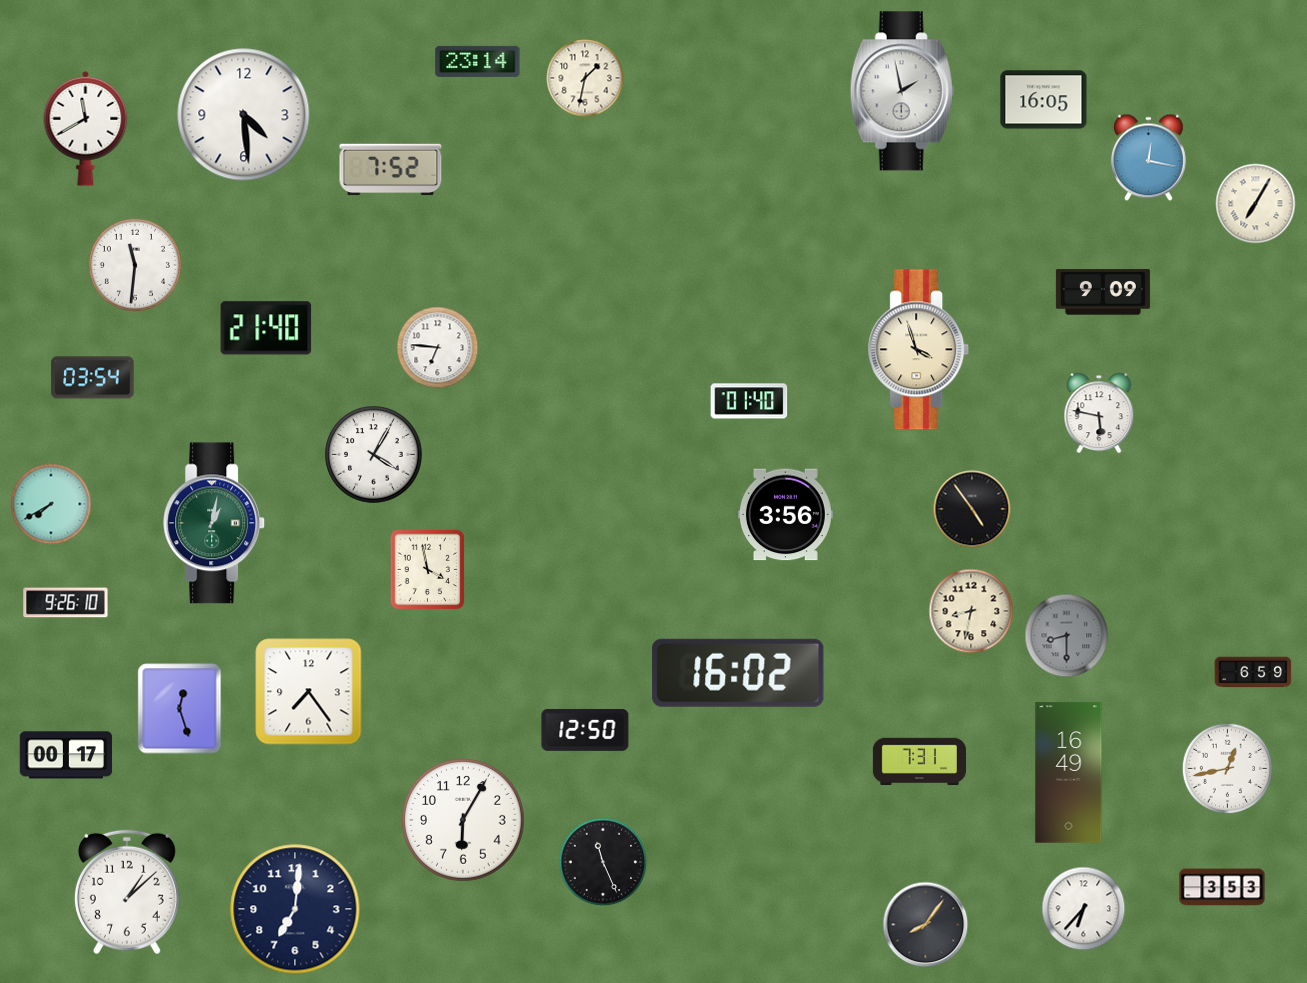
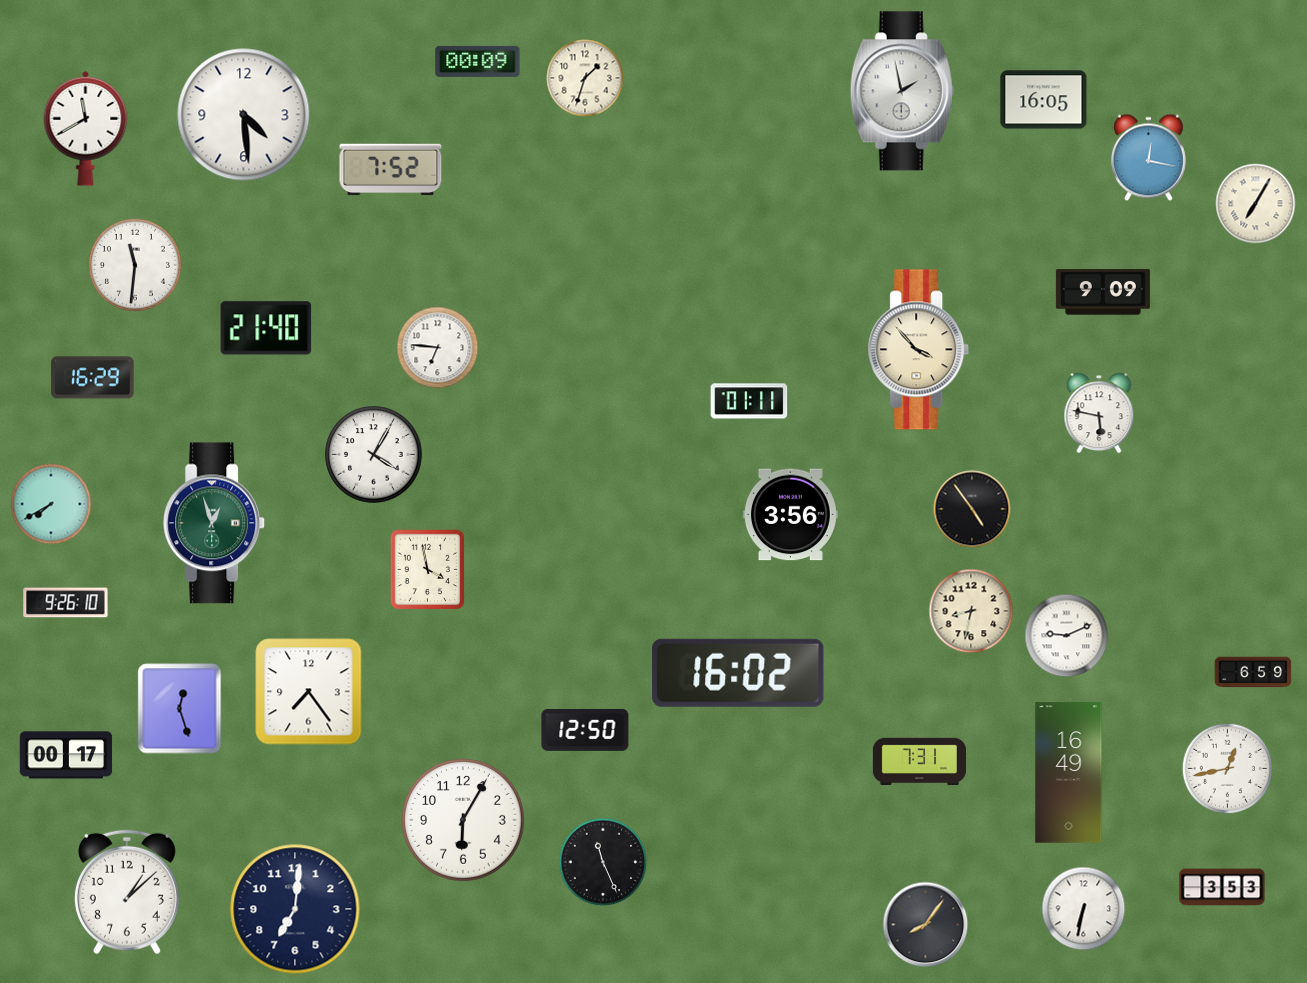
clock at (478, 61): 23:14 -> 00:09
clock at (585, 78): 1:32 -> 1:33
clock at (919, 350): 3:57 -> 3:53
clock at (93, 378): 03:54 -> 16:29
clock at (749, 401): 01:40 -> 01:11
clock at (785, 515) position: (785, 515) -> (790, 515)
clock at (215, 523): 1:02 -> 12:57
clock at (1067, 636): 8:30 -> 9:11
clock at (1067, 636) dial: grey -> white
clock at (1084, 909): 6:37 -> 6:32
